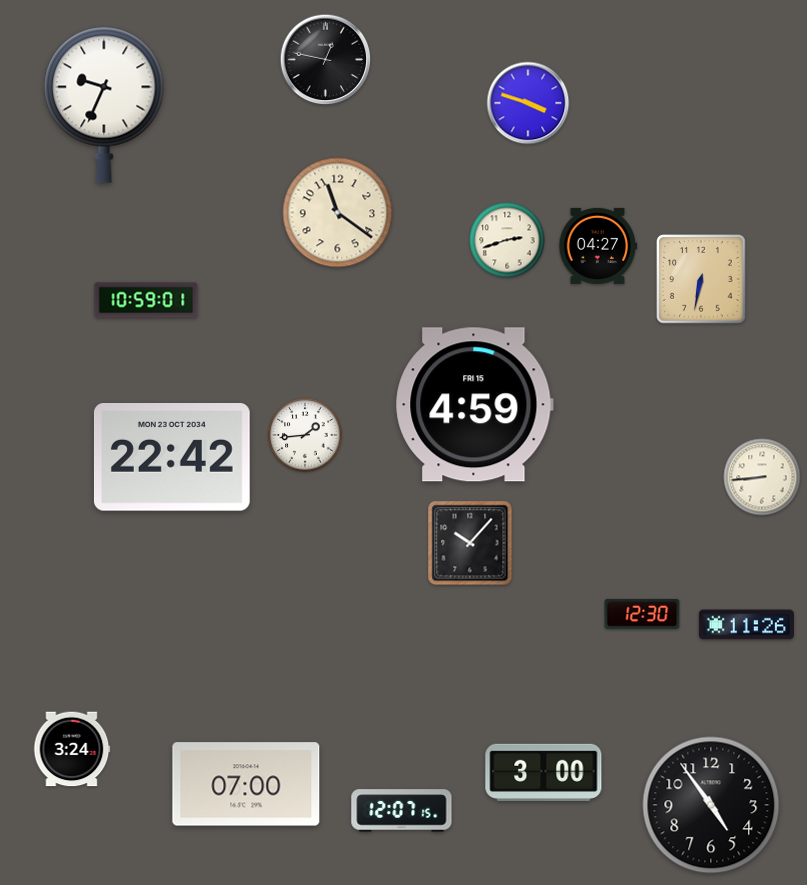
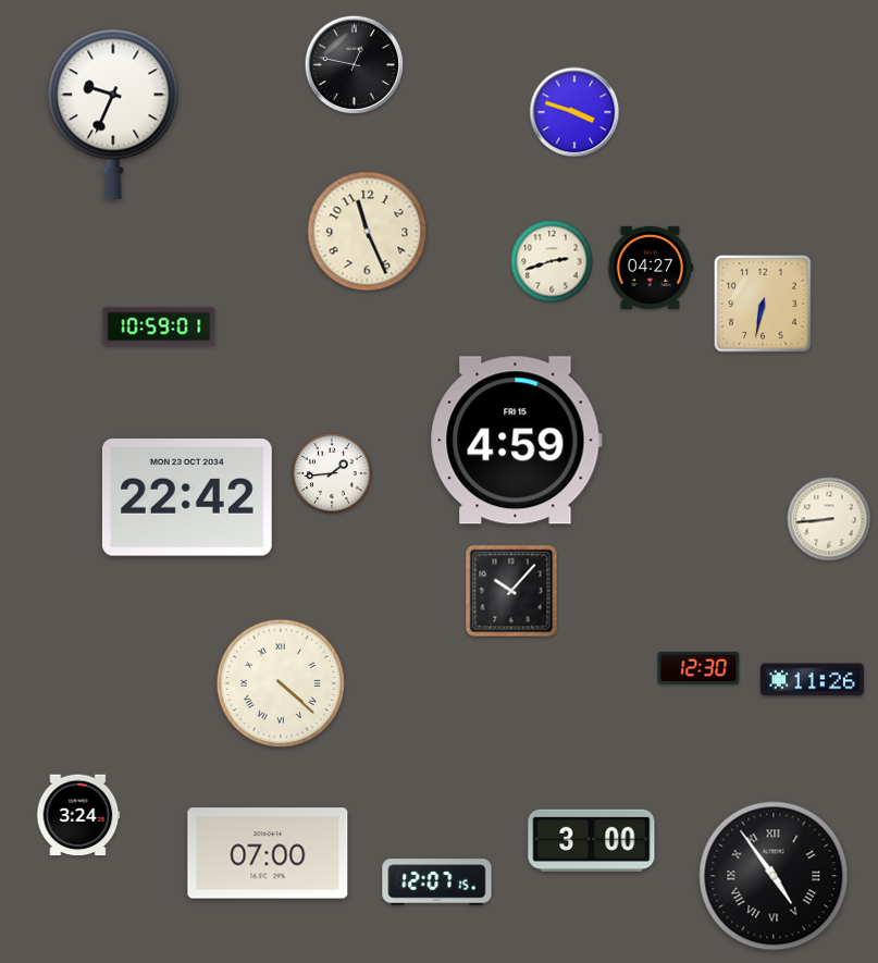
clock at (338, 213): 11:21 -> 11:26
clock at (281, 683): none -> 4:22
clock at (711, 805) numerals: Arabic -> Roman
